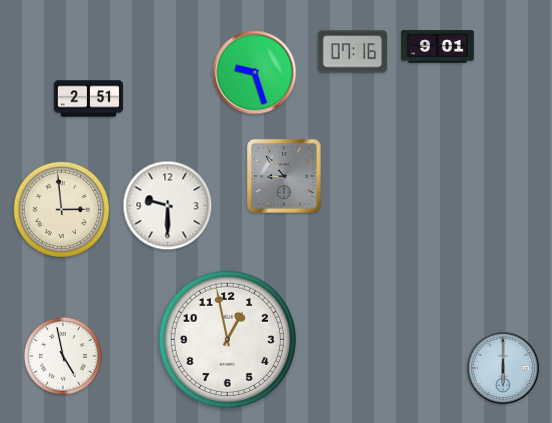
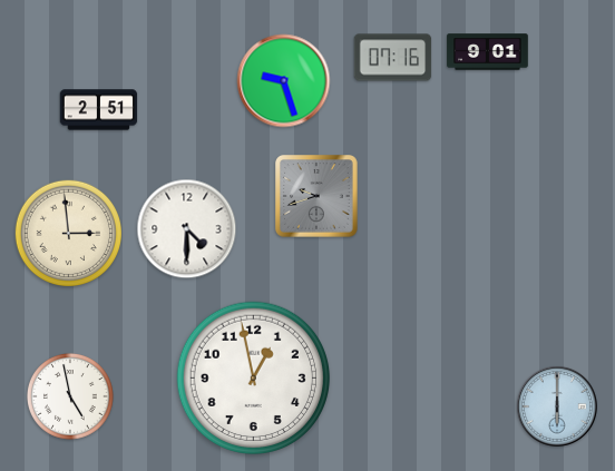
clock at (285, 177): 8:53 -> 9:42
clock at (168, 206): 9:30 -> 4:30
clock at (503, 368) position: (503, 368) -> (557, 406)
